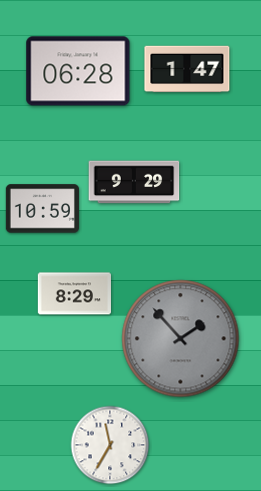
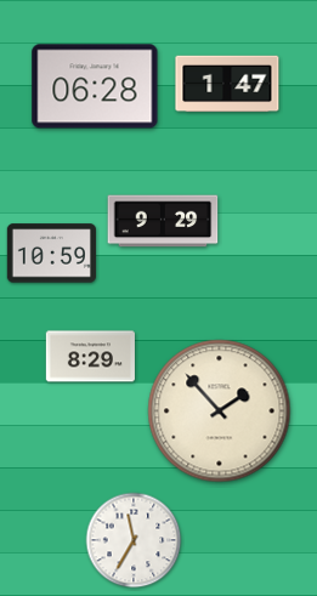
clock at (181, 339) dial: grey -> cream
